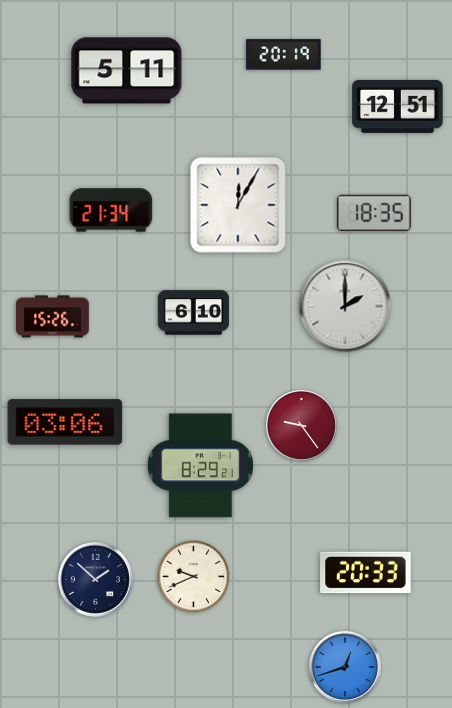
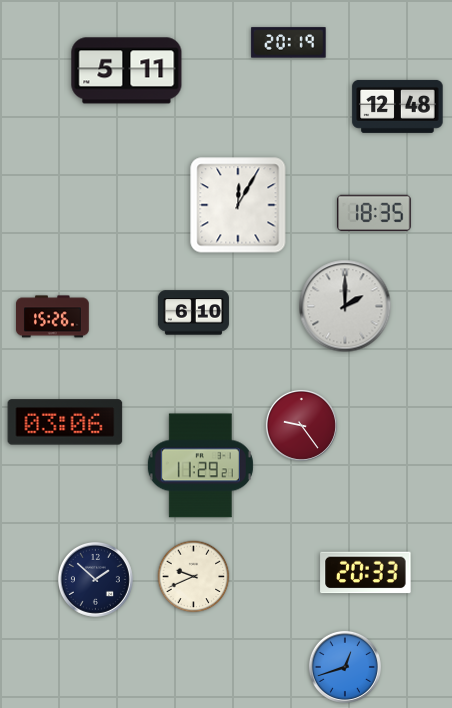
clock at (284, 55) position: (284, 55) -> (289, 43)
clock at (398, 106): 12:51 -> 12:48
clock at (111, 210): 21:34 -> none
clock at (200, 466): 8:29 -> 11:29
